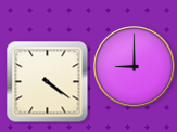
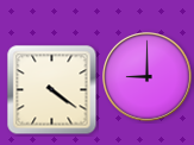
clock at (135, 67) position: (135, 67) -> (148, 77)
